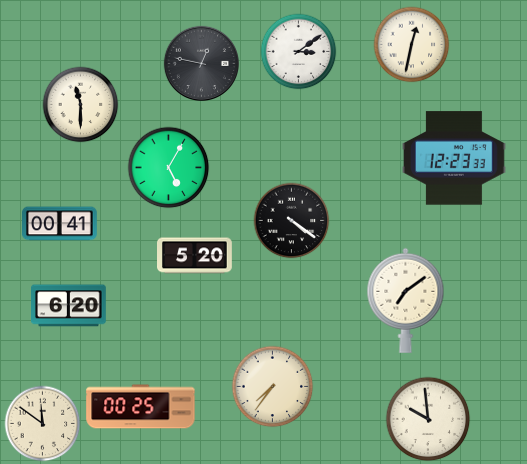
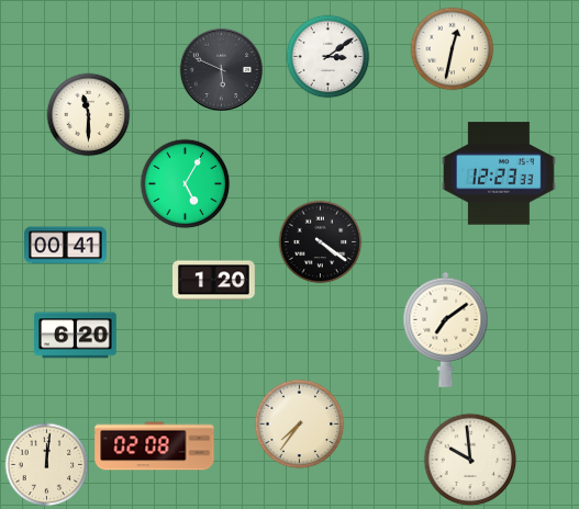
clock at (201, 63): 12:47 -> 5:49
clock at (195, 256): 5:20 -> 1:20
clock at (141, 407): 00:25 -> 02:08
clock at (43, 424): 11:51 -> 12:01
